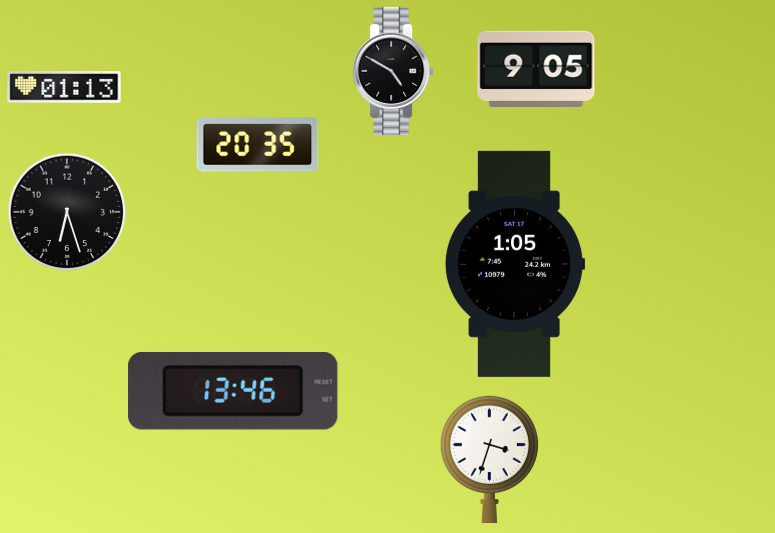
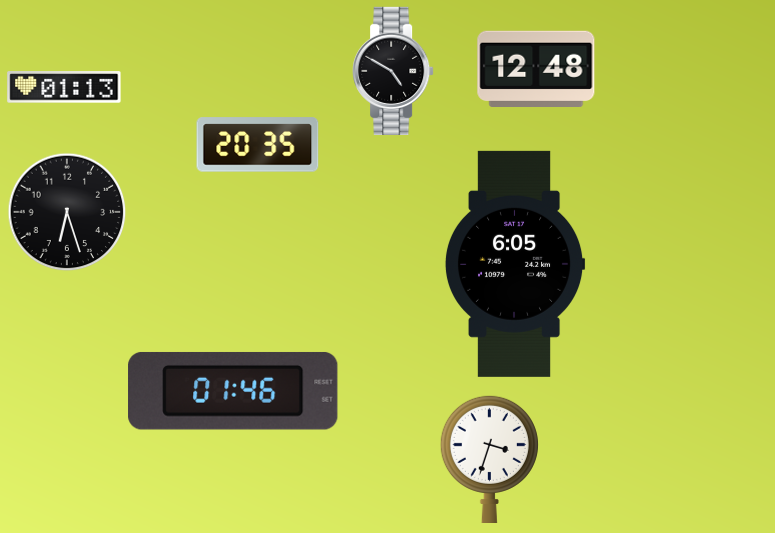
clock at (536, 68): 9:05 -> 12:48
clock at (515, 264): 1:05 -> 6:05
clock at (233, 391): 13:46 -> 01:46
